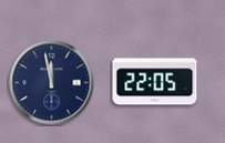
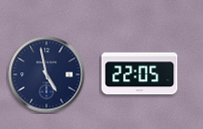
clock at (52, 83): 11:58 -> 4:58
